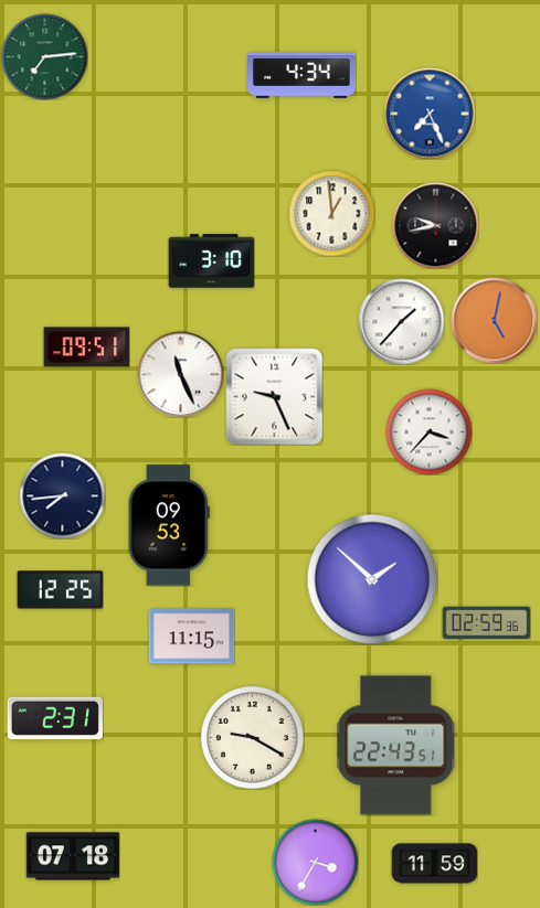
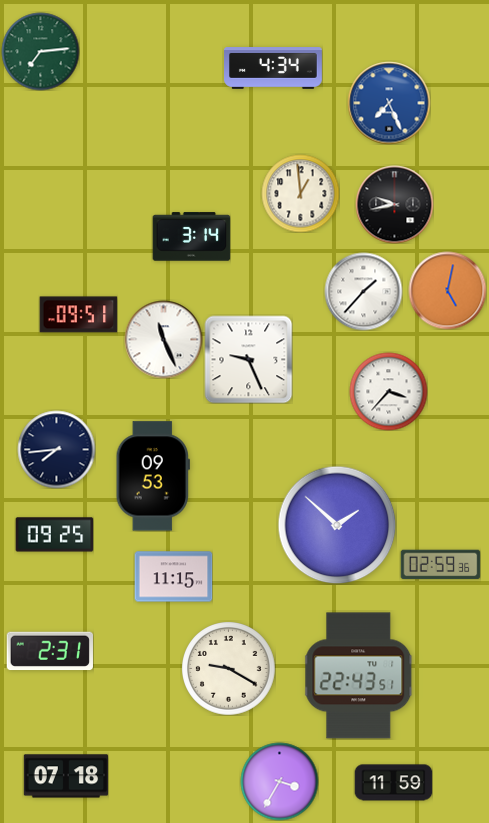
clock at (211, 261): 3:10 -> 3:14
clock at (60, 590): 12:25 -> 09:25
clock at (315, 862) position: (315, 862) -> (279, 781)
